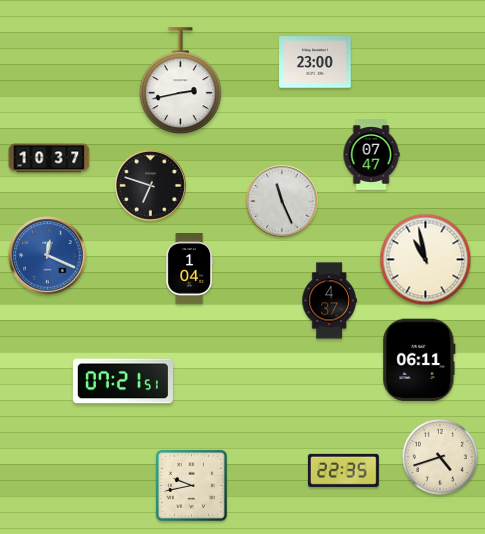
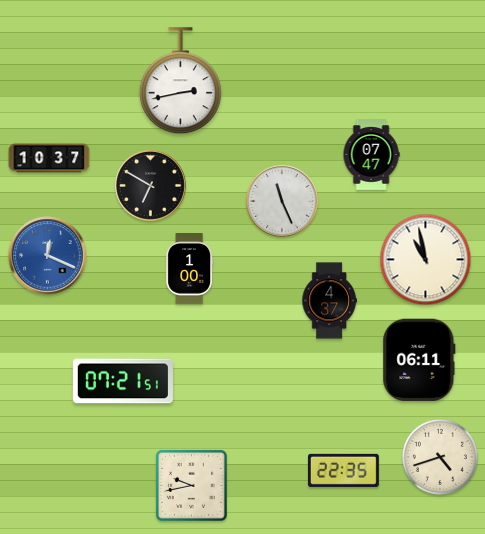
clock at (315, 62): 23:00 -> none
clock at (151, 186): 6:48 -> 6:50
clock at (190, 269): 1:04 -> 1:00
